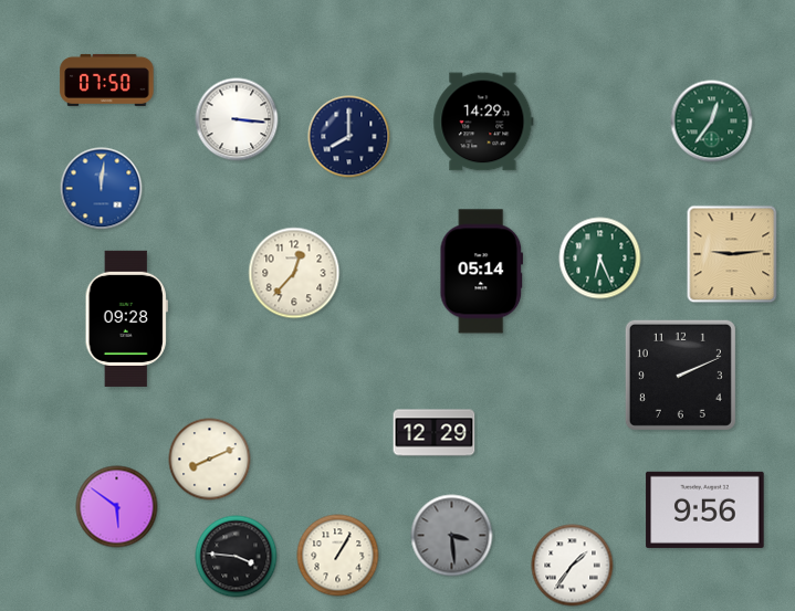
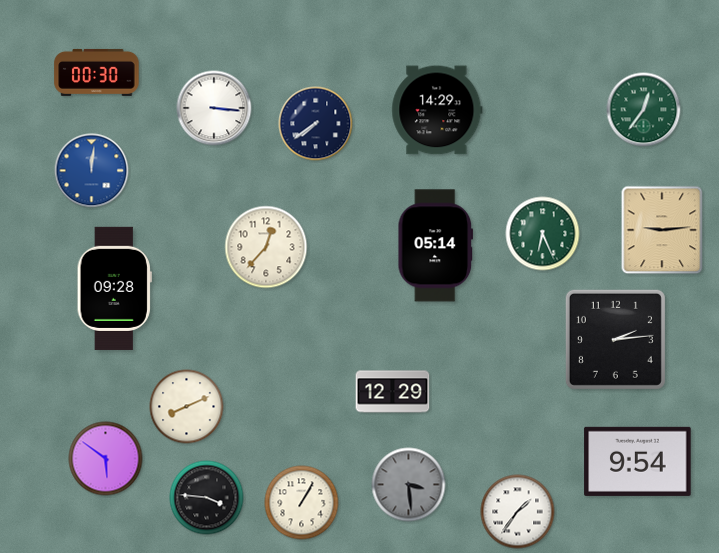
clock at (107, 80): 07:50 -> 00:30
clock at (349, 137): 8:00 -> 7:39
clock at (680, 375): 2:11 -> 2:14
clock at (210, 460) position: (210, 460) -> (187, 407)
clock at (705, 509): 9:56 -> 9:54
clock at (338, 556) position: (338, 556) -> (302, 503)
clock at (237, 557) position: (237, 557) -> (207, 498)
